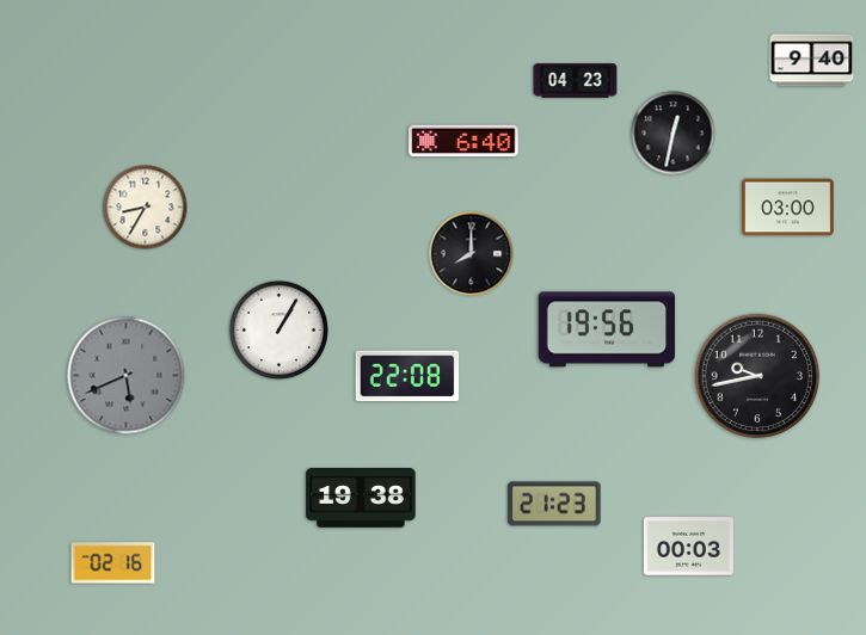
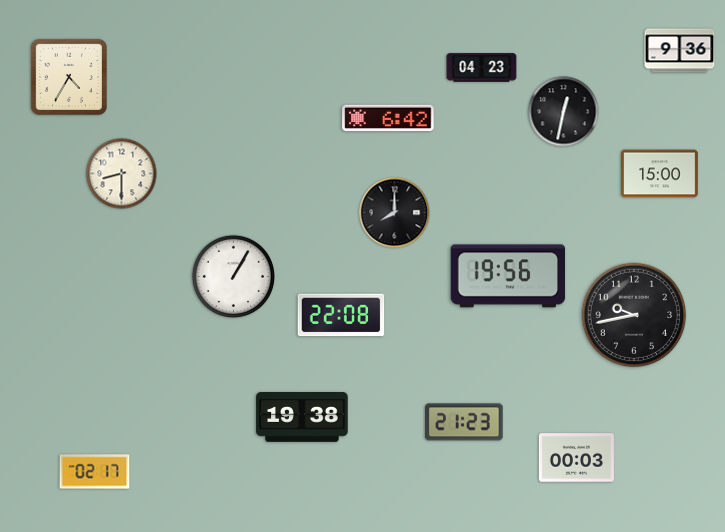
clock at (812, 61): 9:40 -> 9:36
clock at (69, 77): none -> 4:35
clock at (463, 141): 6:40 -> 6:42
clock at (146, 208): 8:35 -> 8:30
clock at (788, 208): 03:00 -> 15:00
clock at (127, 376): 5:41 -> none
clock at (113, 563): 02:16 -> 02:17
